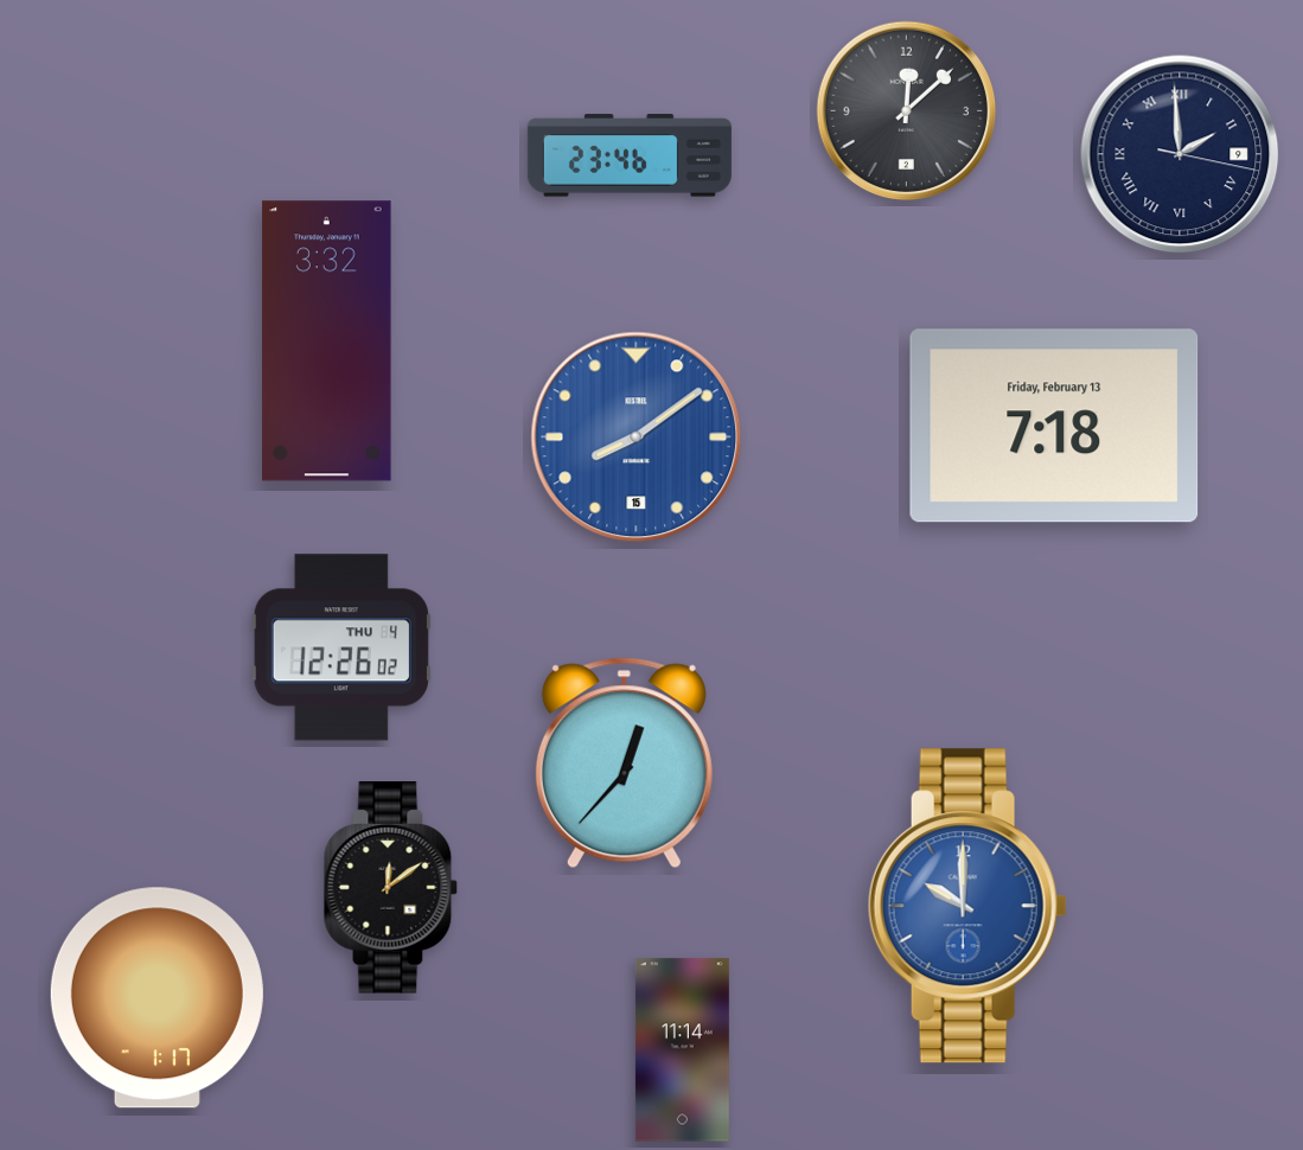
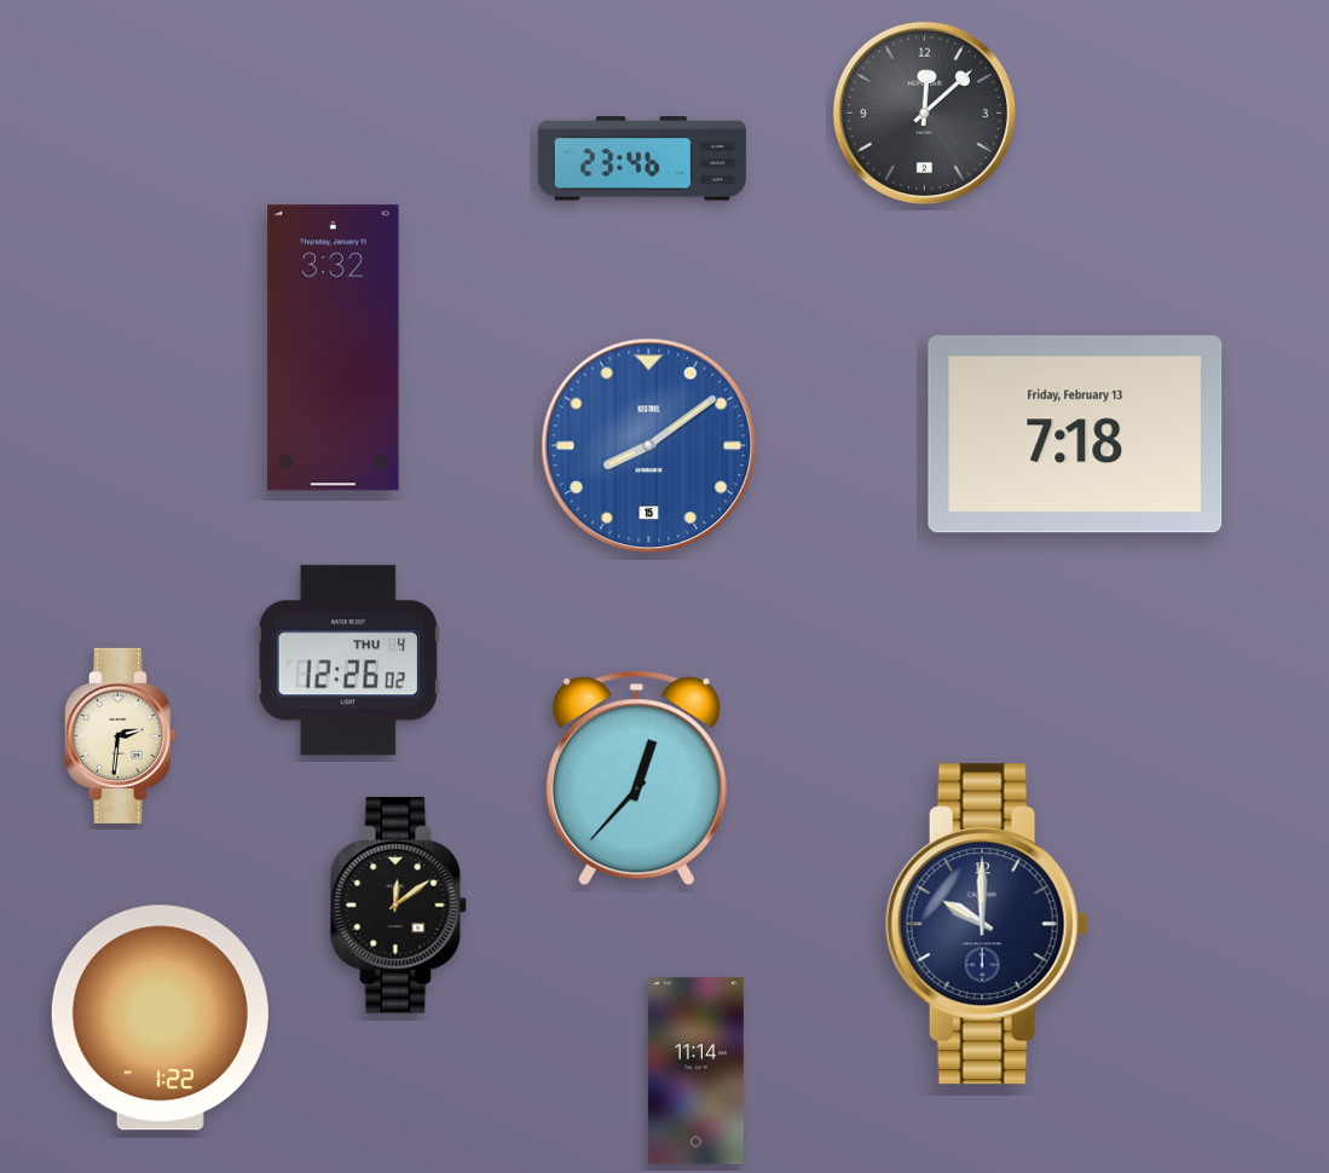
clock at (1180, 154): 1:59 -> none
clock at (120, 735): none -> 2:31
clock at (967, 906) dial: blue -> navy
clock at (157, 998): 1:17 -> 1:22
